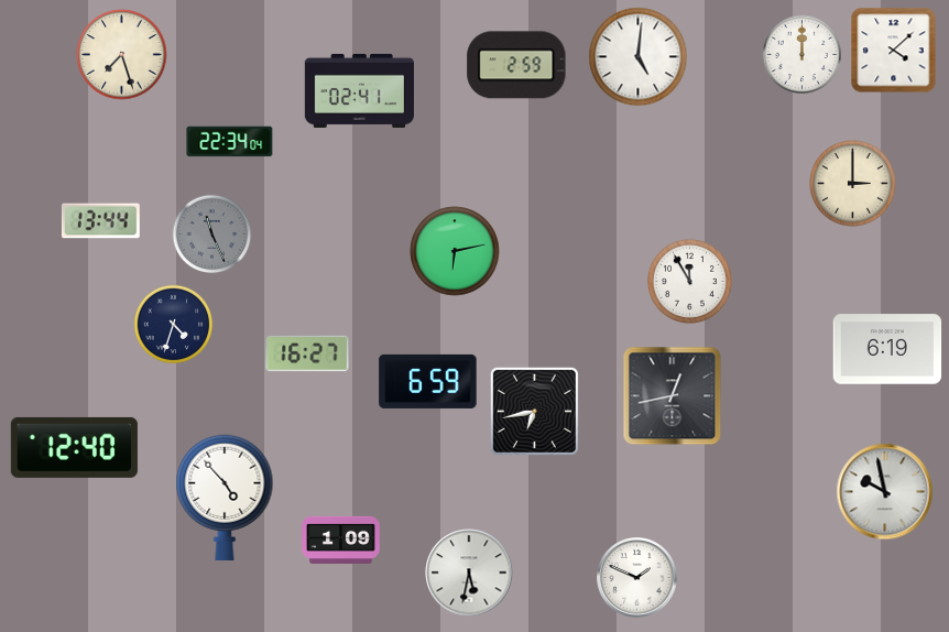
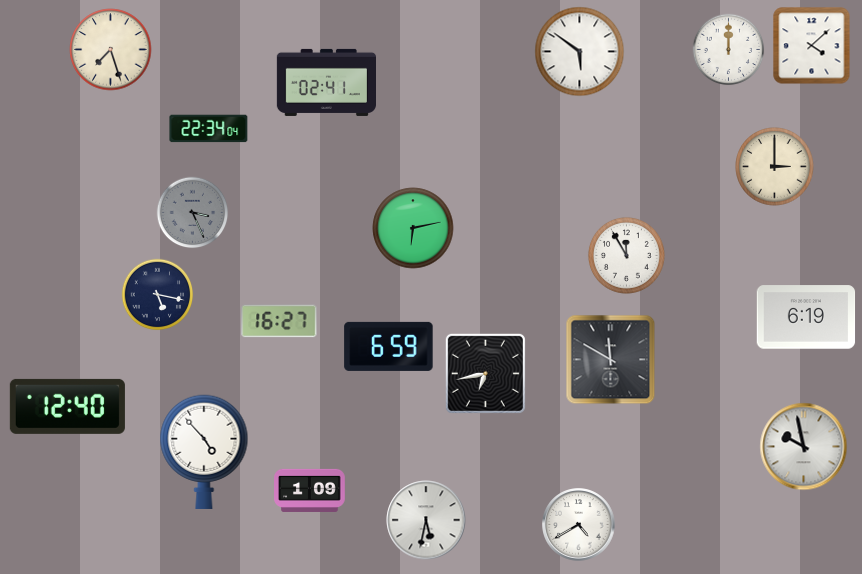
clock at (639, 57): 5:01 -> 5:51
clock at (516, 65): 2:59 -> none
clock at (100, 221): 13:44 -> none
clock at (212, 235): 11:26 -> 3:26
clock at (174, 325): 4:33 -> 5:17
clock at (673, 396): 12:43 -> 11:50
clock at (637, 578): 1:49 -> 4:40
